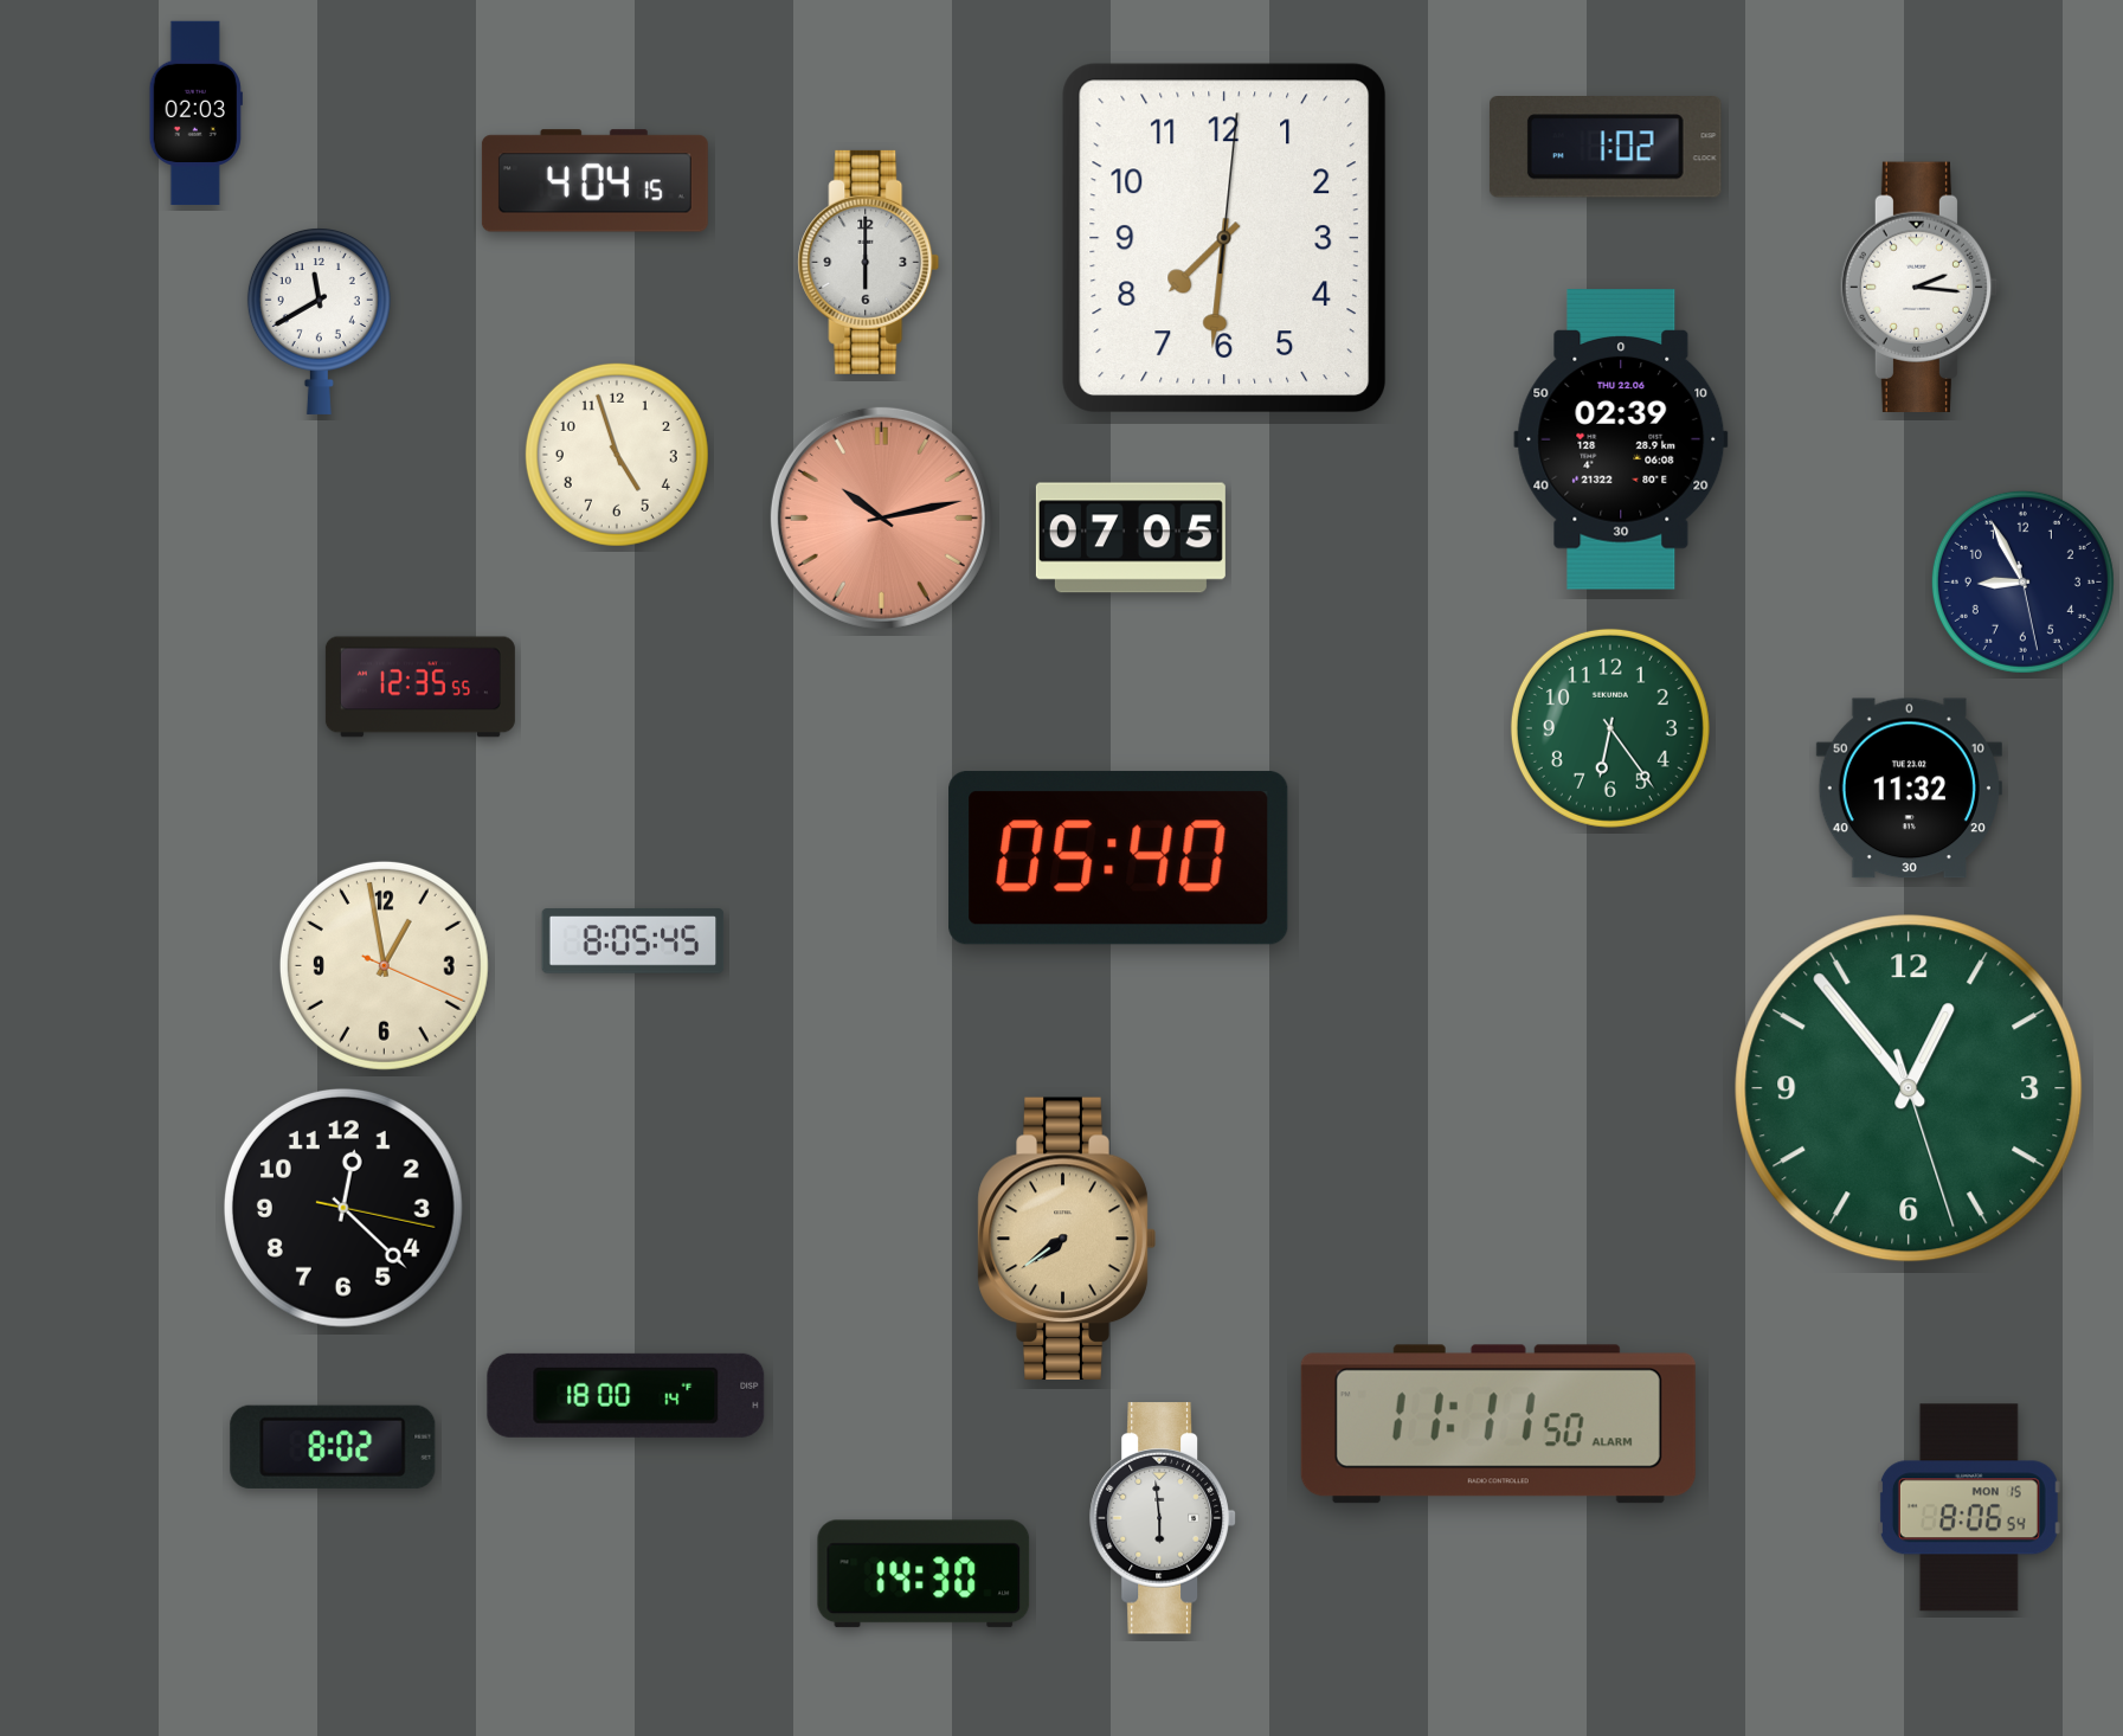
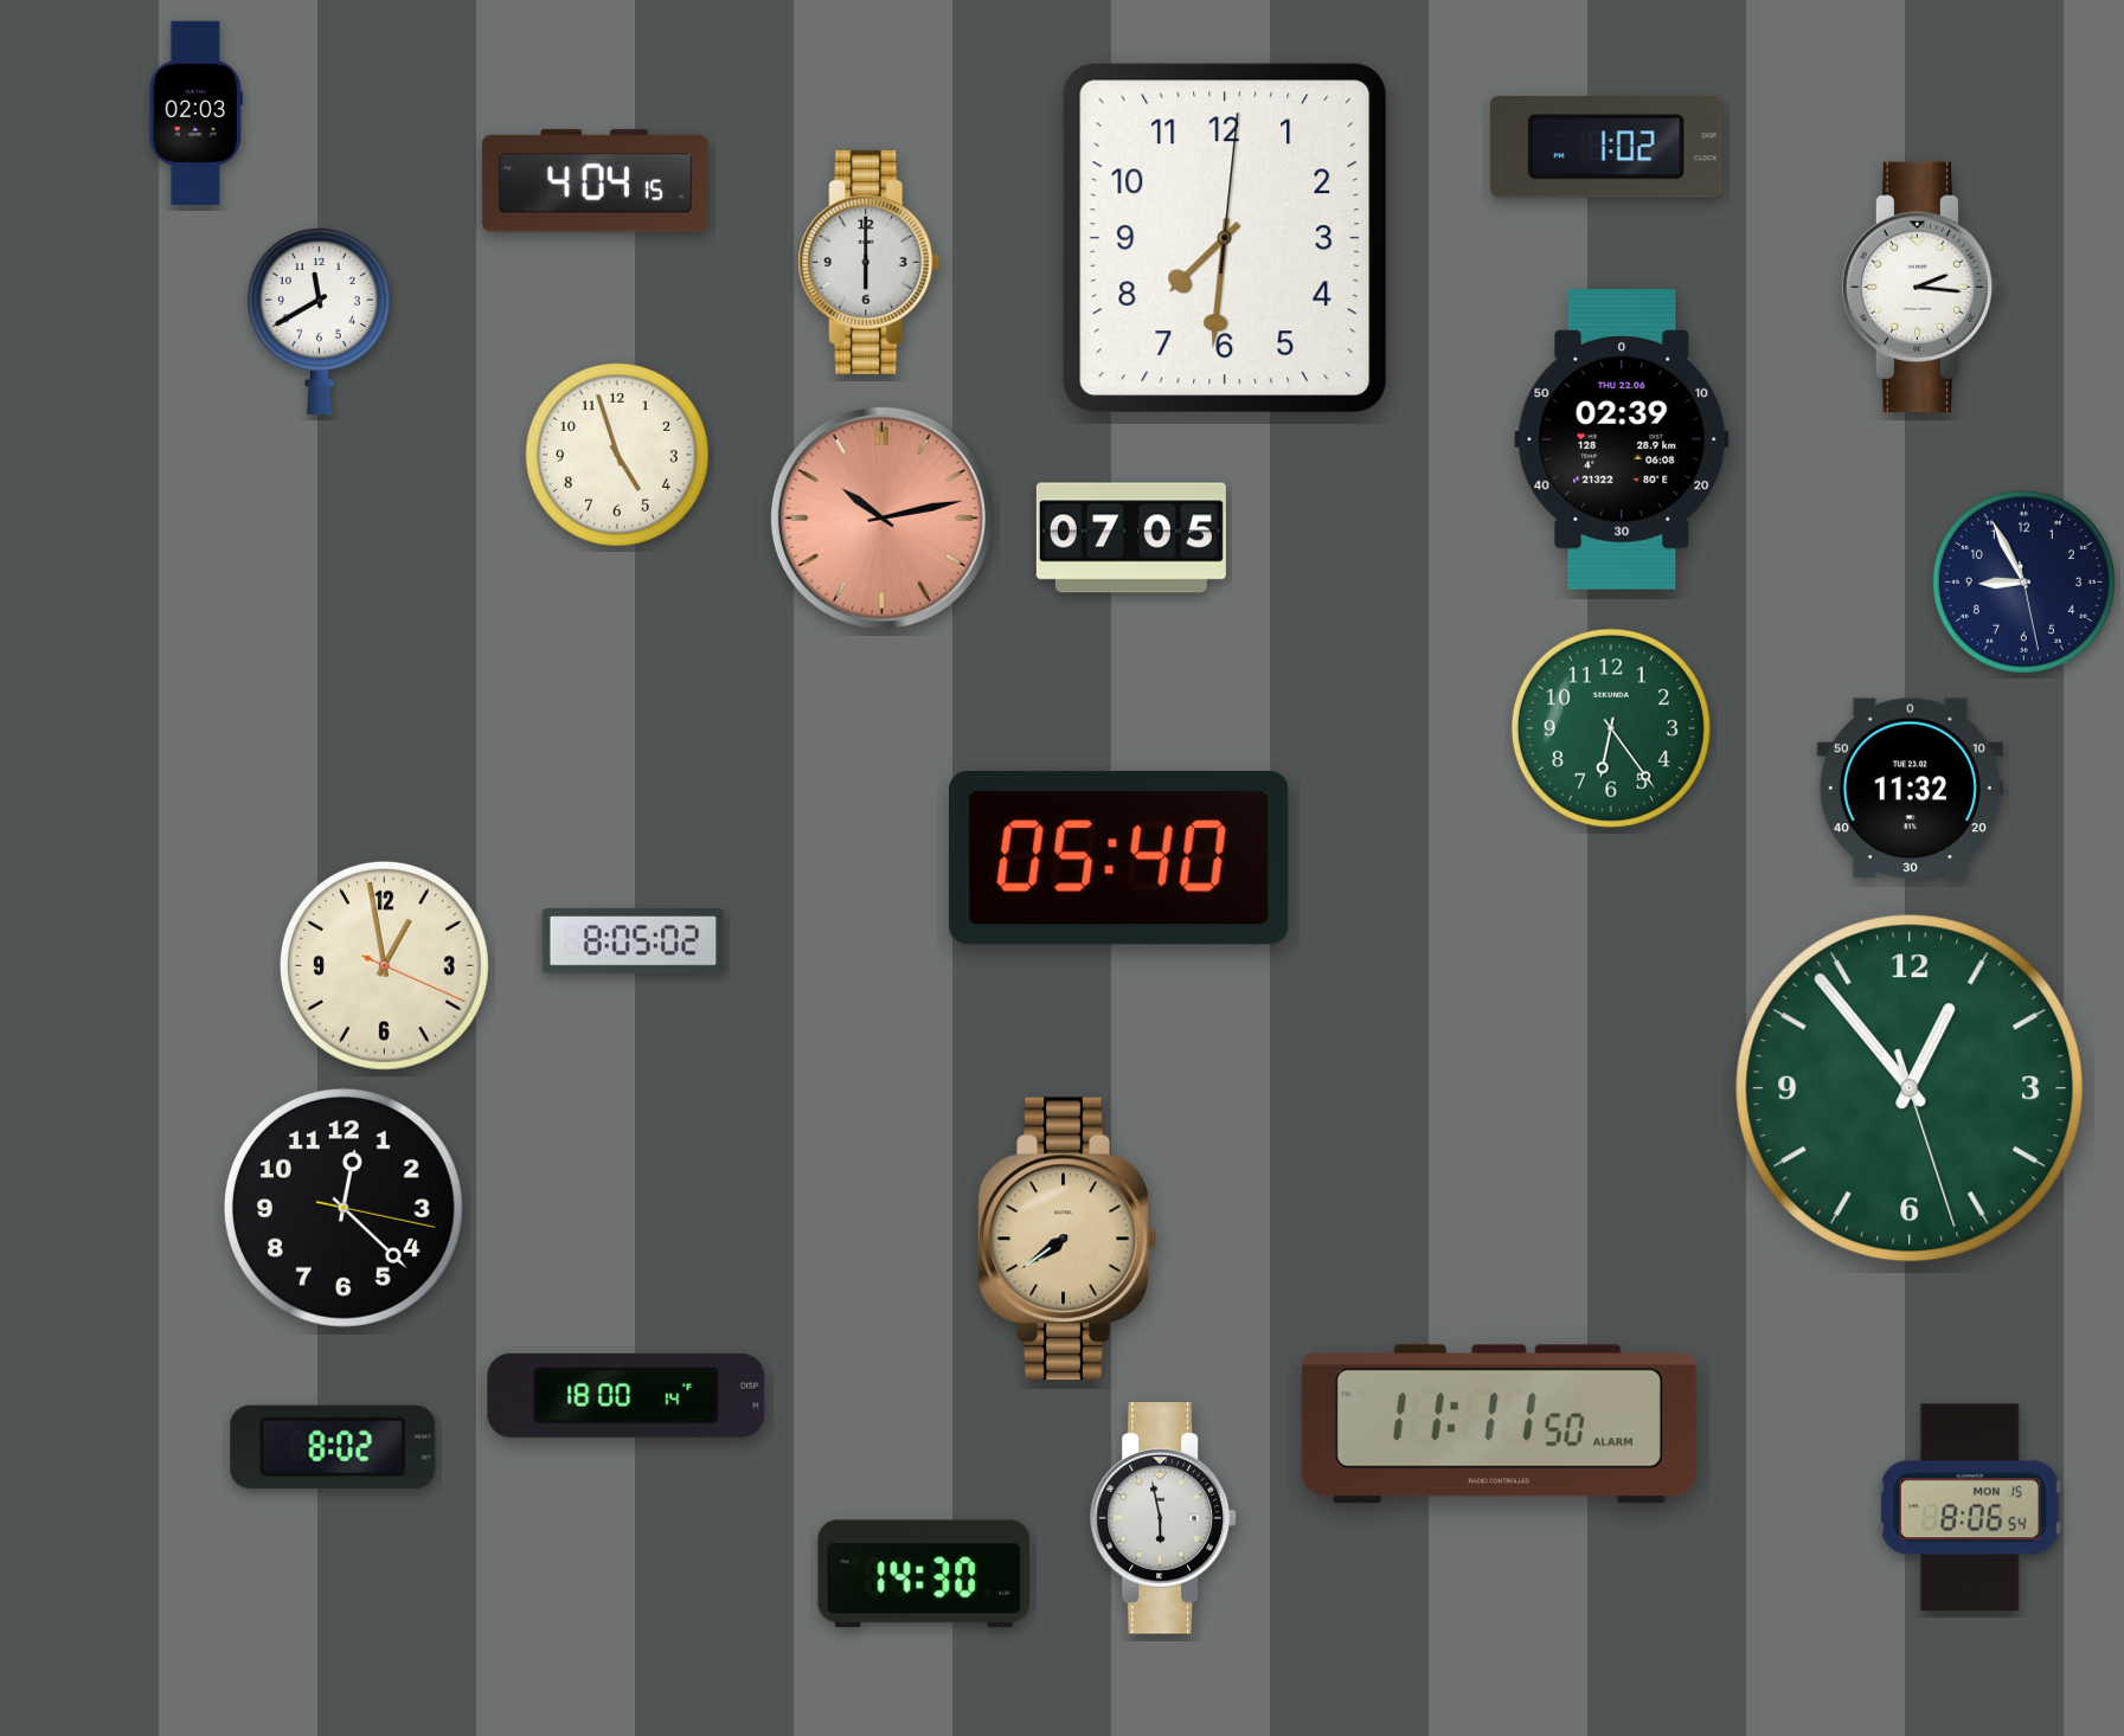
clock at (420, 687): 12:35 -> none
clock at (633, 941): 8:05:45 -> 8:05:02
clock at (1163, 1518): 5:59 -> 5:58
